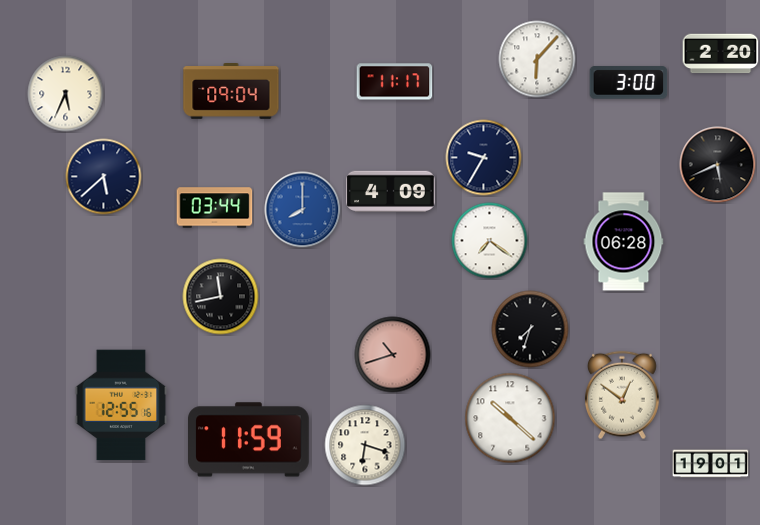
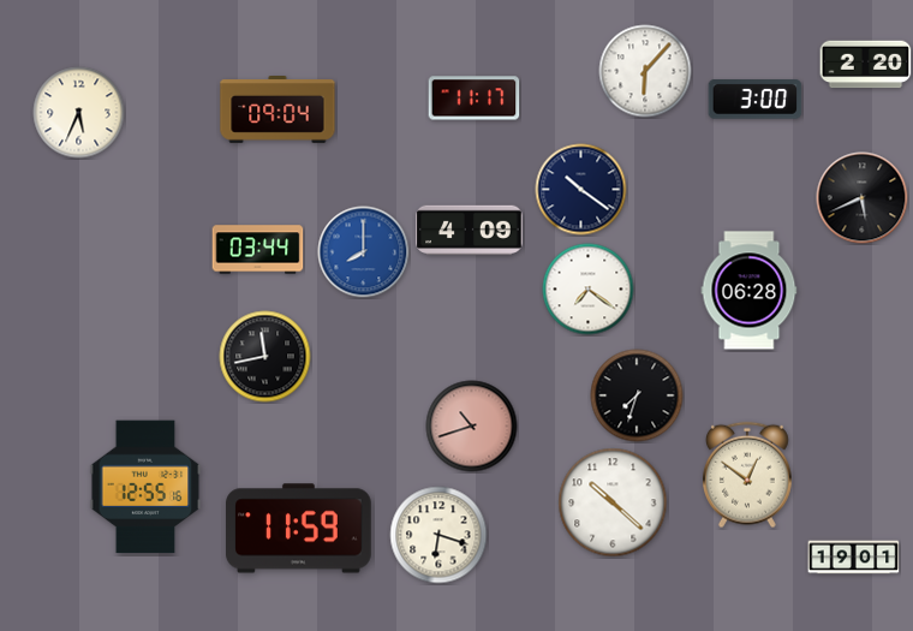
clock at (484, 158): 9:35 -> 10:21
clock at (104, 177): 5:38 -> none
